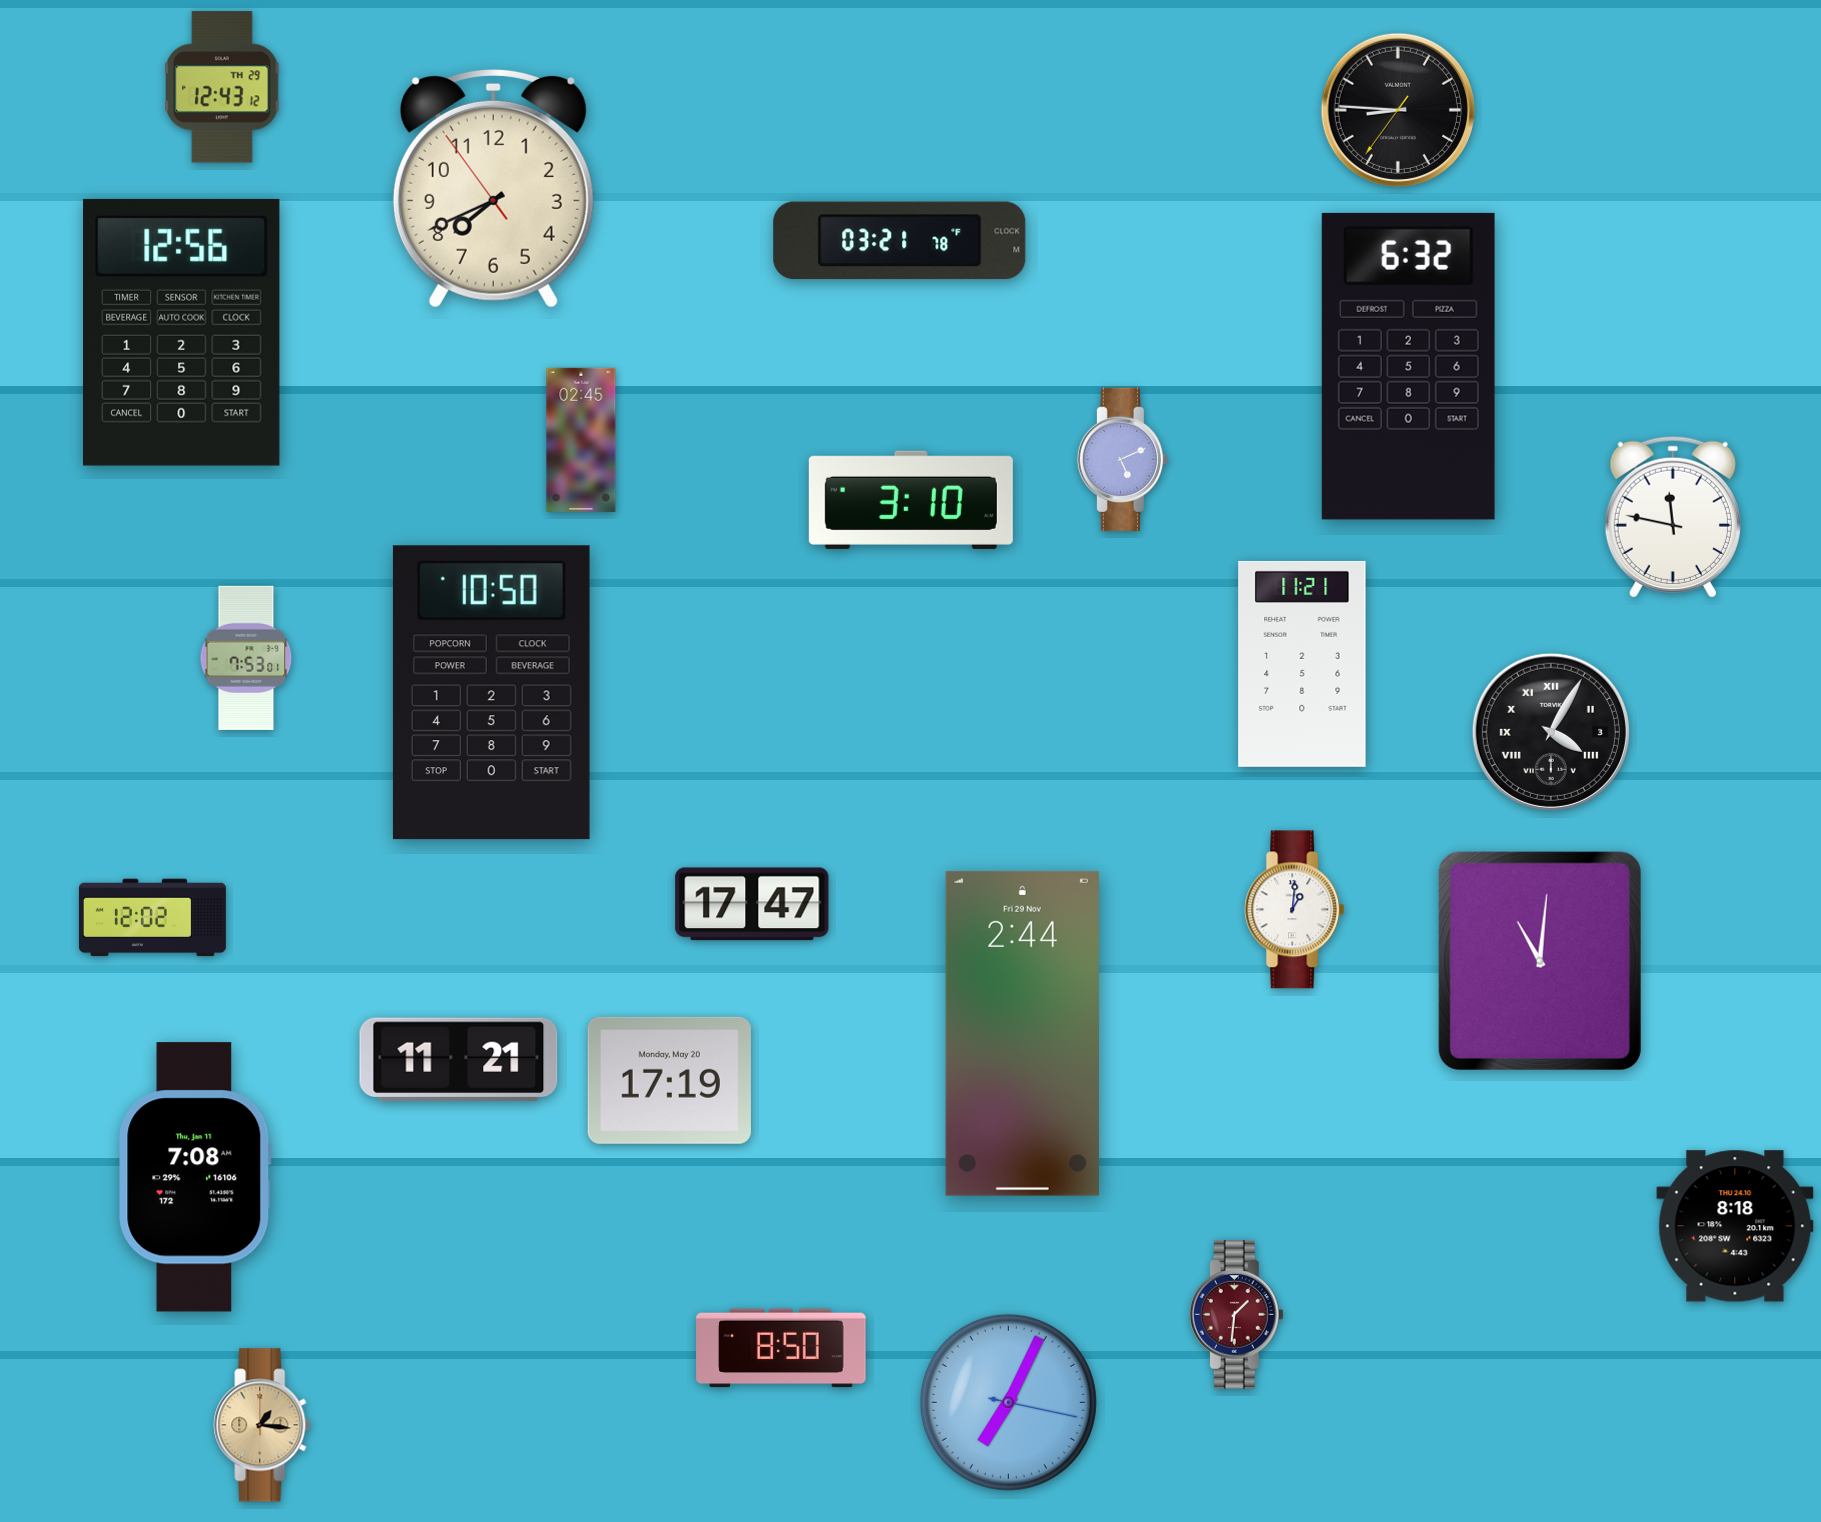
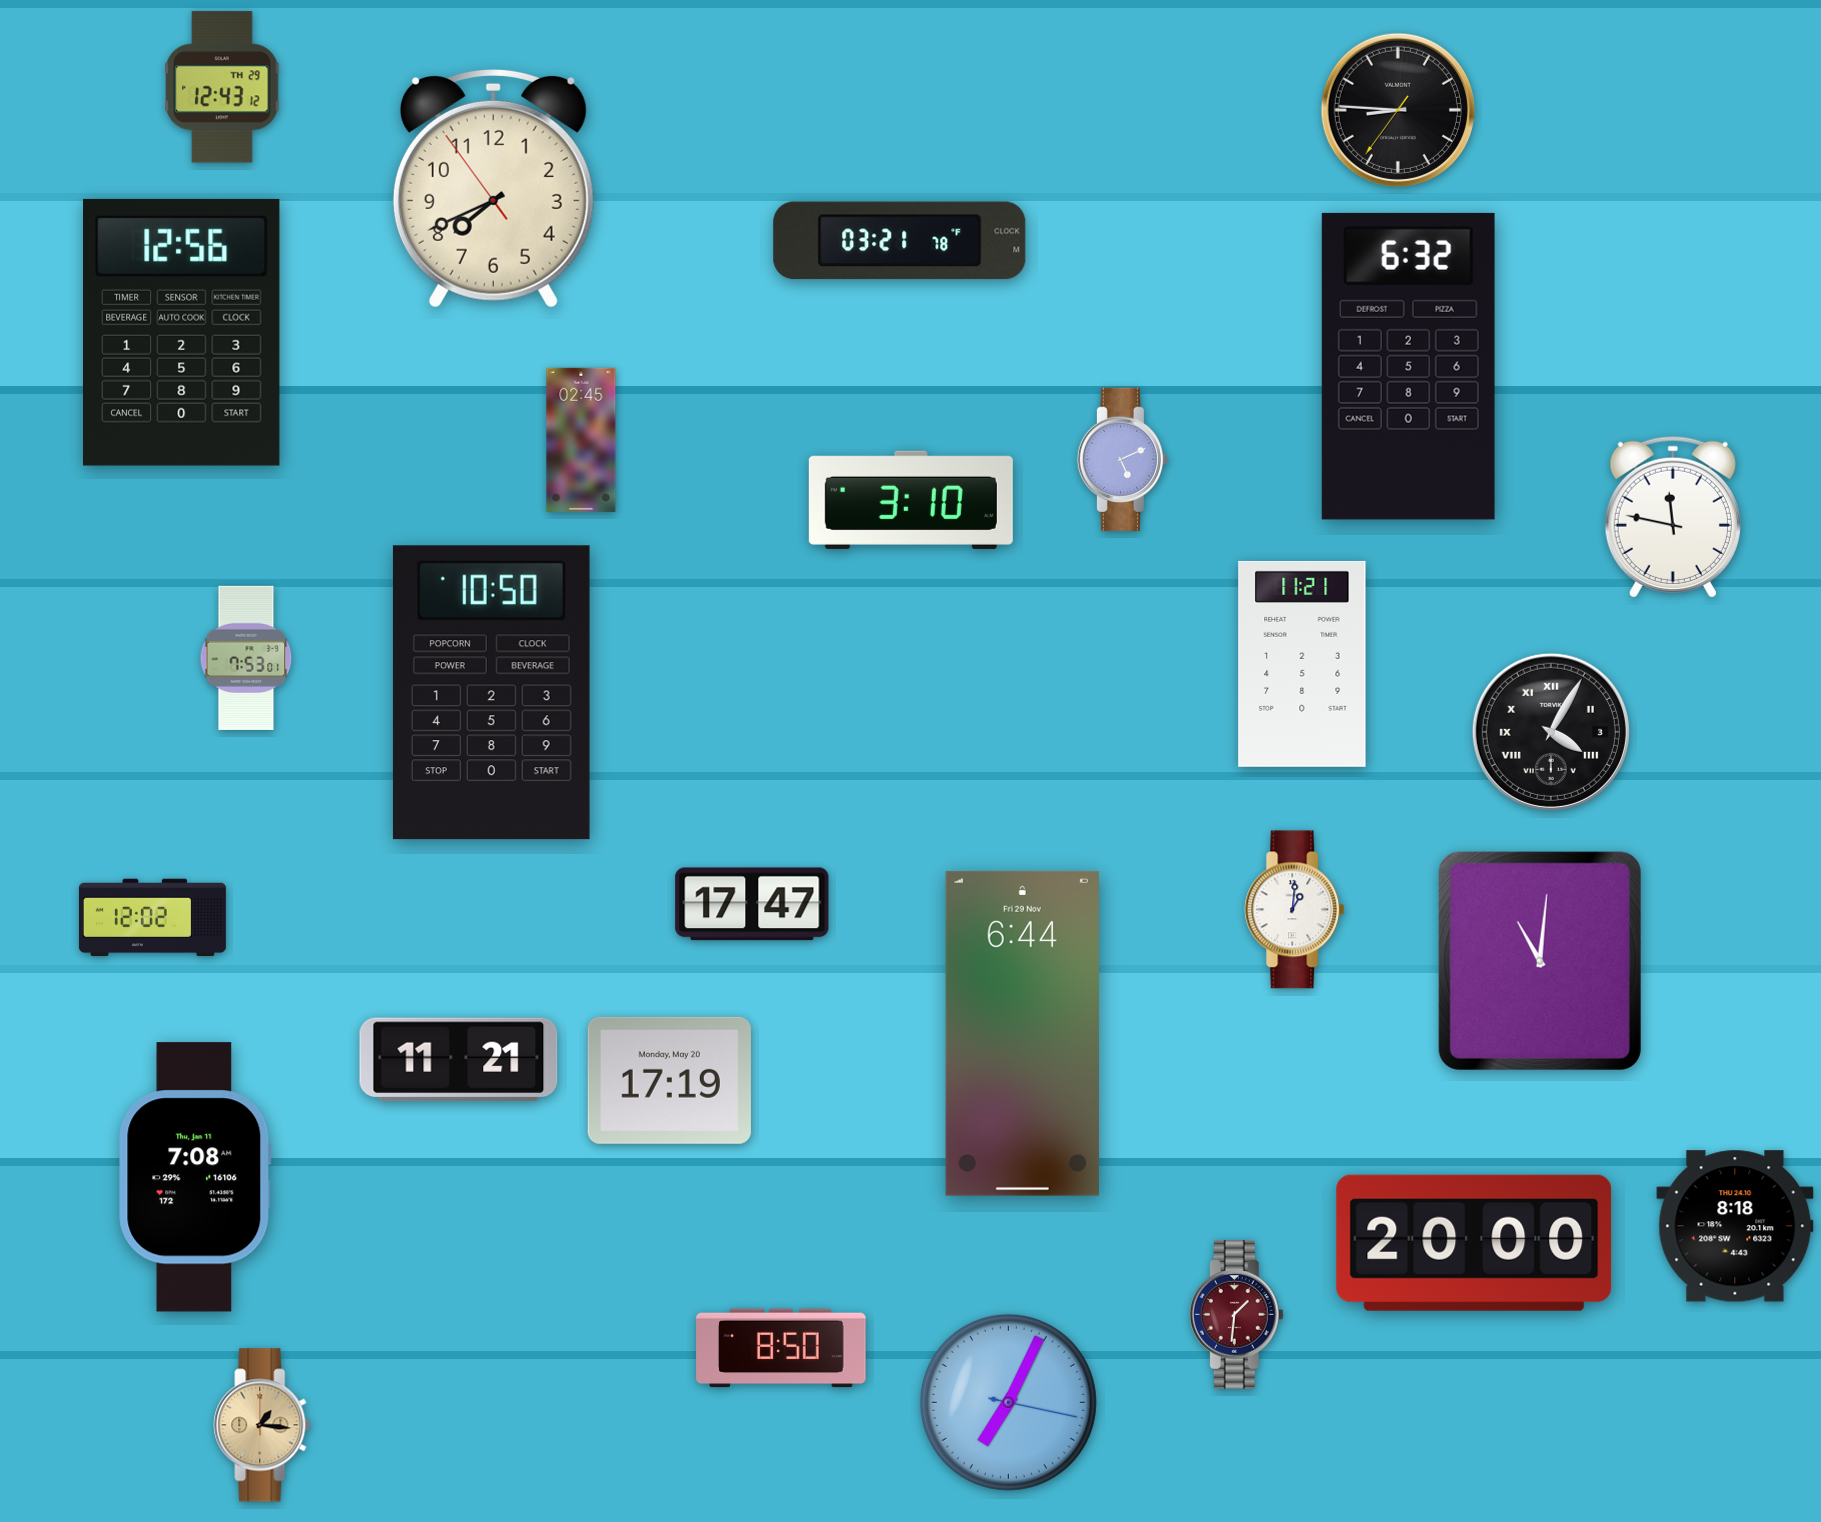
clock at (1022, 1033): 2:44 -> 6:44
clock at (1474, 1243): none -> 20:00
